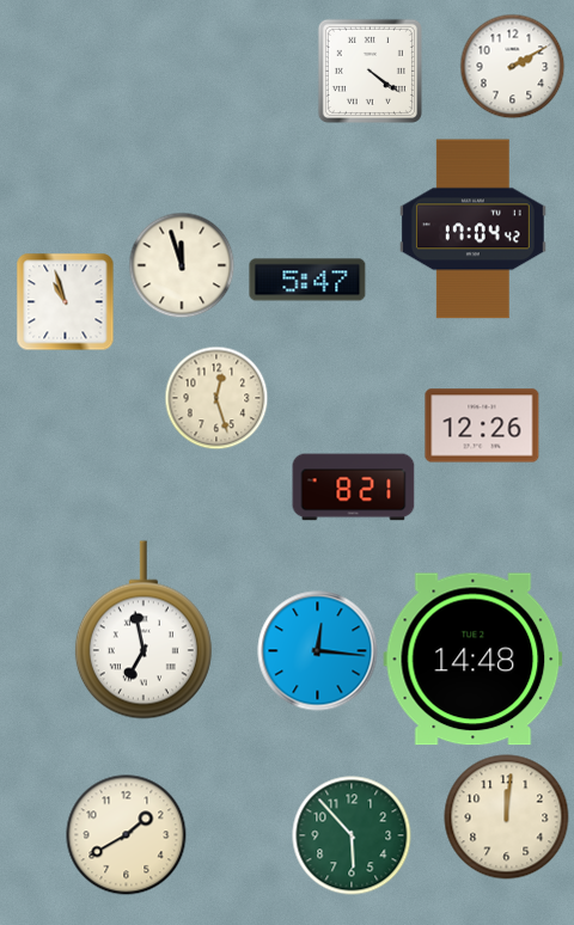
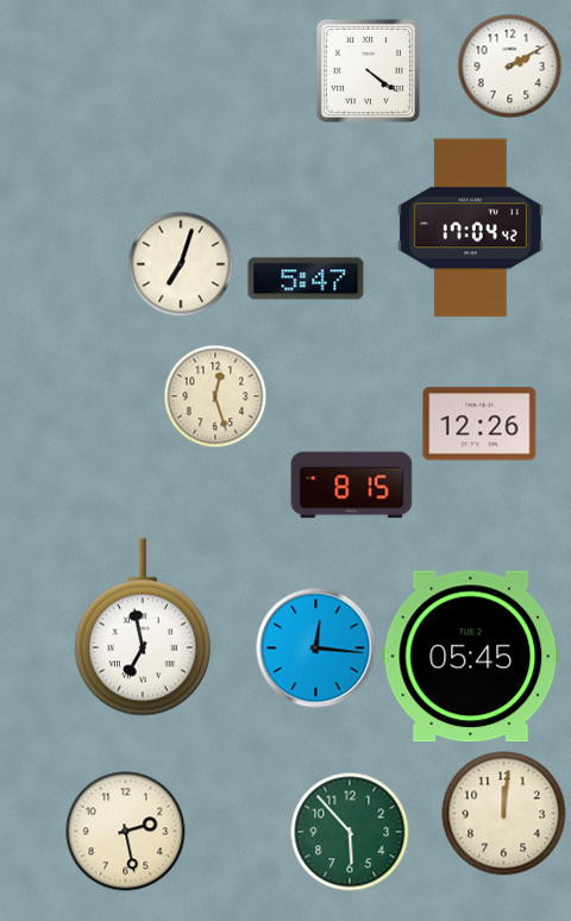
clock at (182, 265): 11:57 -> 7:03
clock at (65, 301): 10:57 -> none
clock at (354, 488): 8:21 -> 8:15
clock at (474, 660): 14:48 -> 05:45
clock at (127, 835): 1:40 -> 2:28
